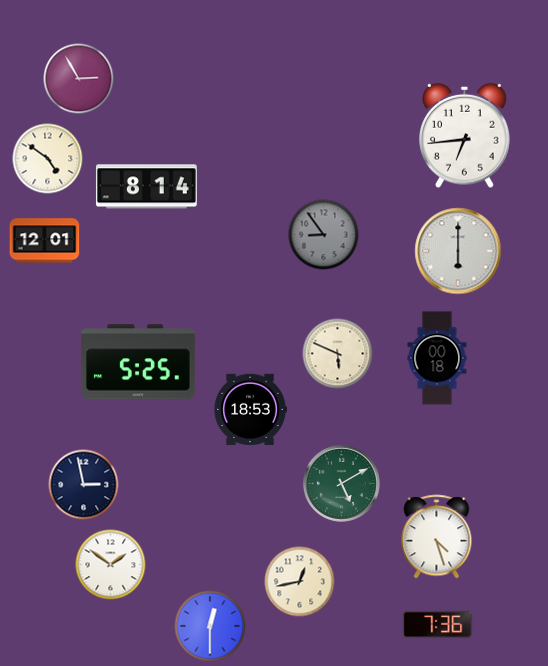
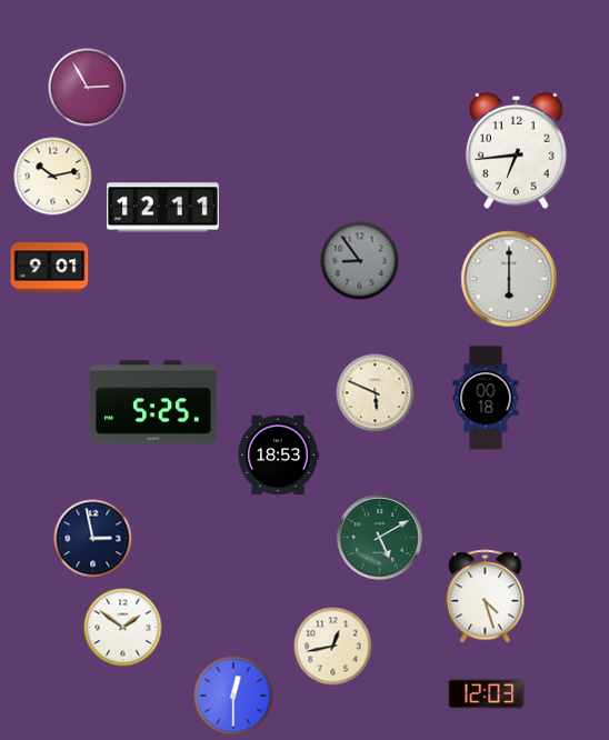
clock at (48, 159): 4:51 -> 10:13
clock at (146, 187): 8:14 -> 12:11
clock at (45, 241): 12:01 -> 9:01
clock at (438, 624): 7:36 -> 12:03
